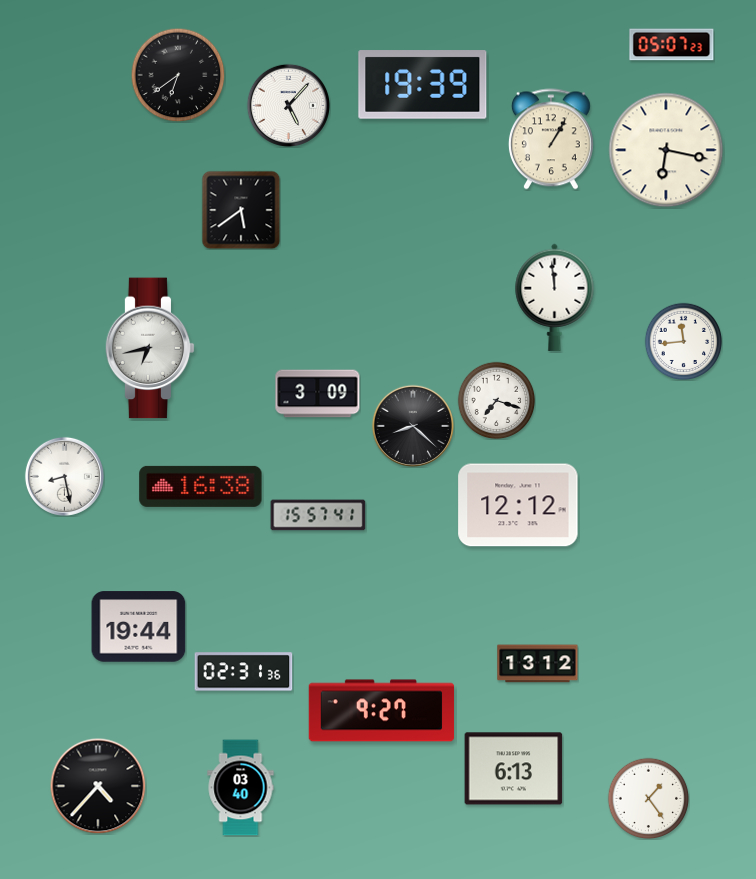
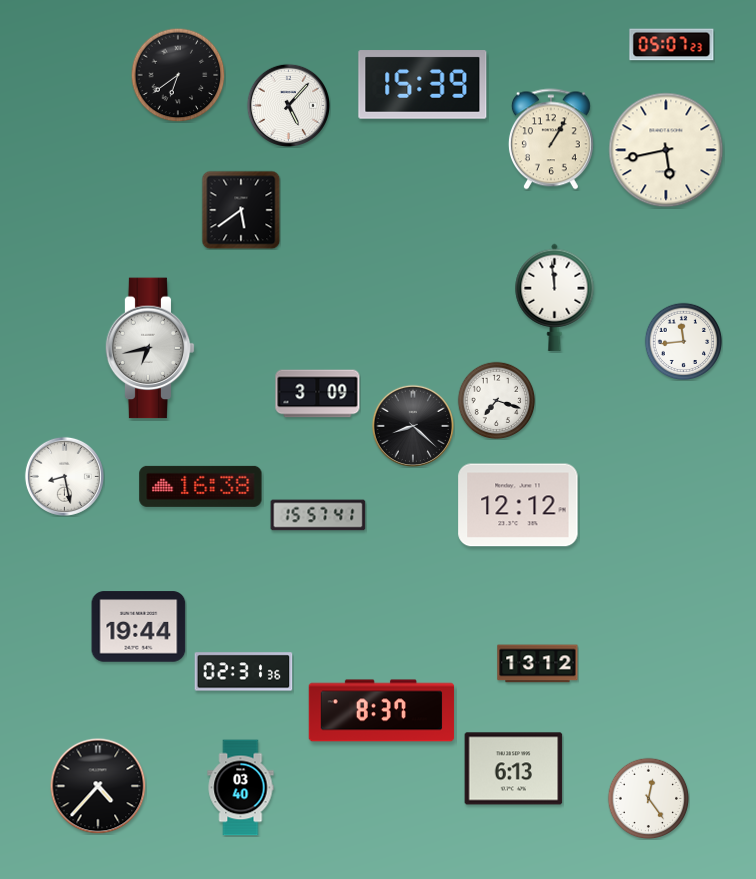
clock at (423, 85): 19:39 -> 15:39
clock at (666, 150): 6:17 -> 5:43
clock at (382, 711): 9:27 -> 8:37
clock at (648, 798): 1:24 -> 12:24
